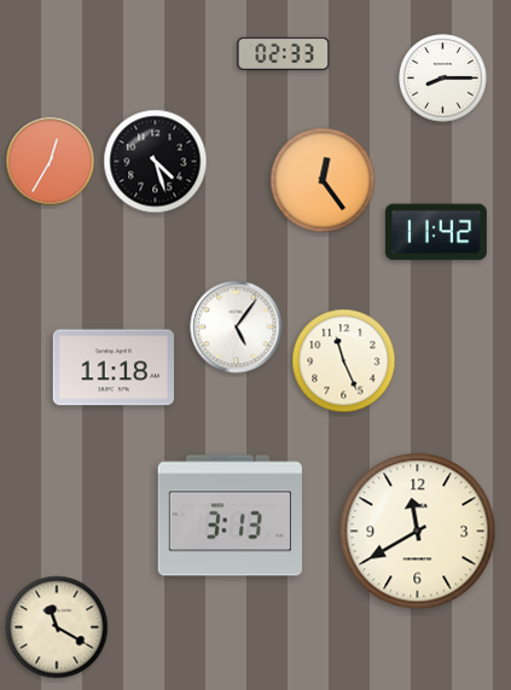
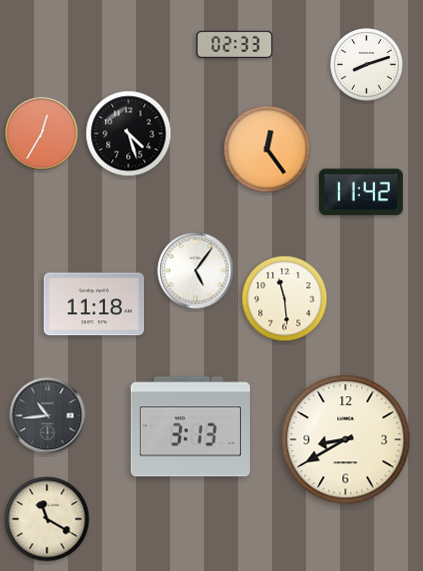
clock at (443, 79): 8:15 -> 8:12
clock at (344, 361): 11:26 -> 11:29
clock at (48, 416): none -> 10:44
clock at (418, 532): 11:40 -> 8:40
